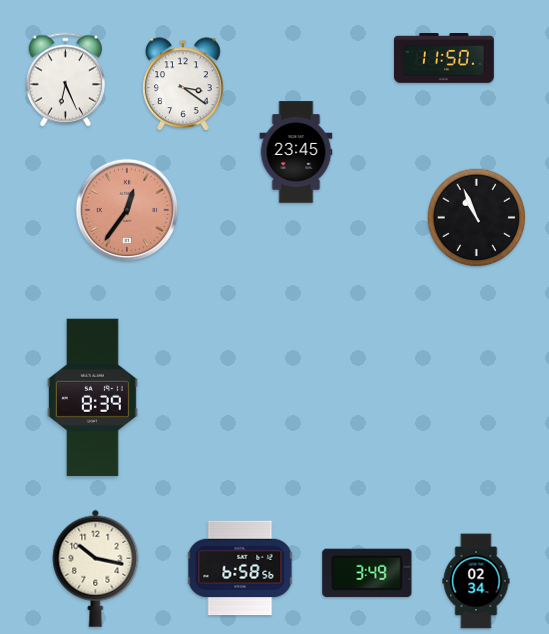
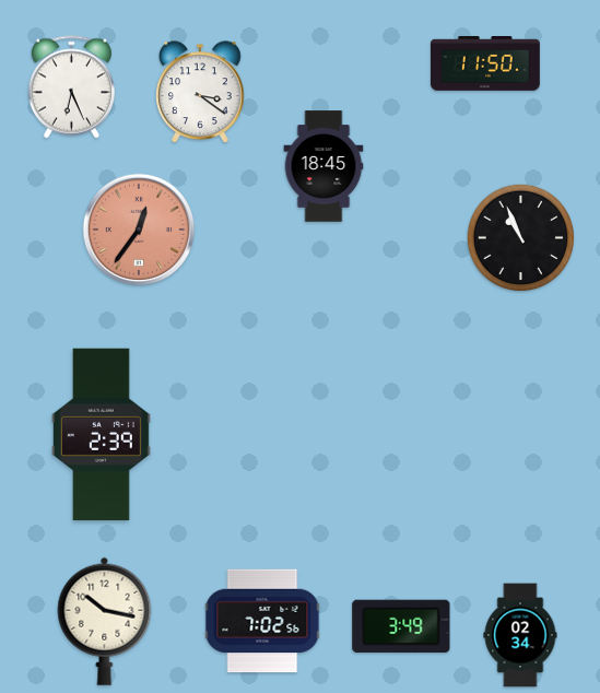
clock at (296, 152): 23:45 -> 18:45
clock at (92, 398): 8:39 -> 2:39
clock at (240, 568): 6:58 -> 7:02
